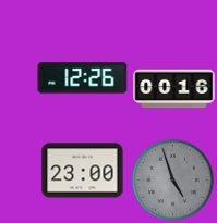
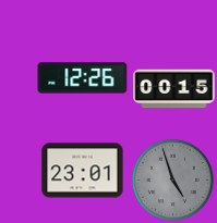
clock at (174, 89): 00:16 -> 00:15
clock at (83, 171): 23:00 -> 23:01
